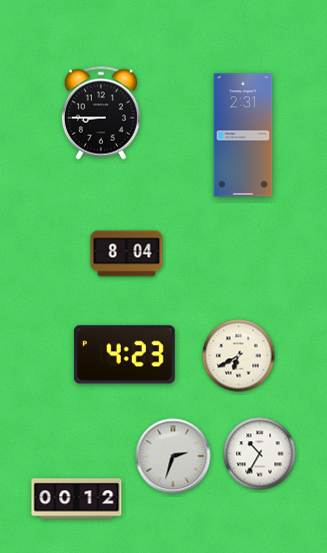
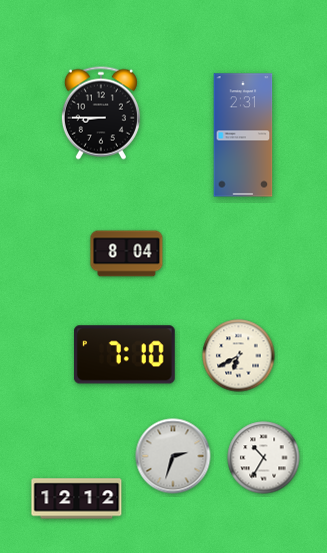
clock at (124, 355): 4:23 -> 7:10
clock at (260, 454) position: (260, 454) -> (264, 458)
clock at (77, 499): 00:12 -> 12:12
